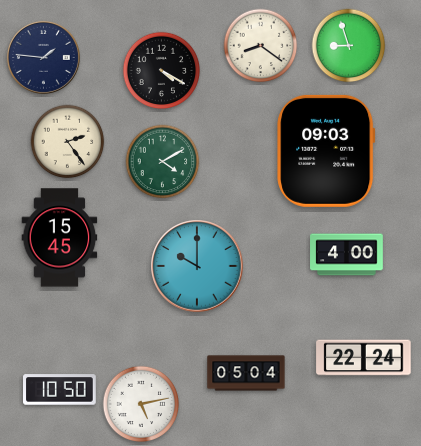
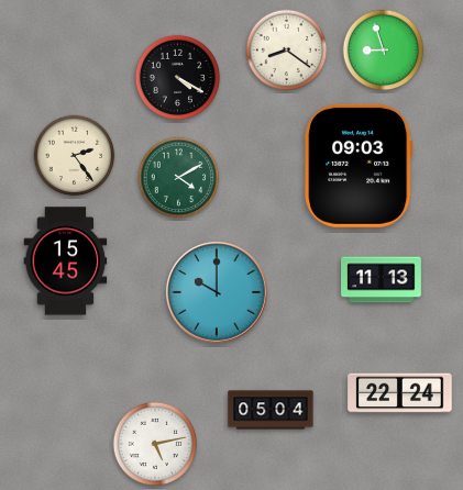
clock at (43, 57): 1:46 -> none
clock at (347, 255): 4:00 -> 11:13
clock at (60, 390): 10:50 -> none
